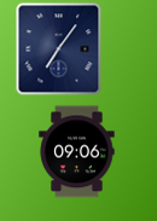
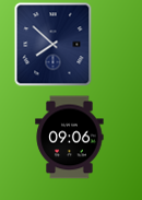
clock at (59, 50): 7:06 -> 7:52
